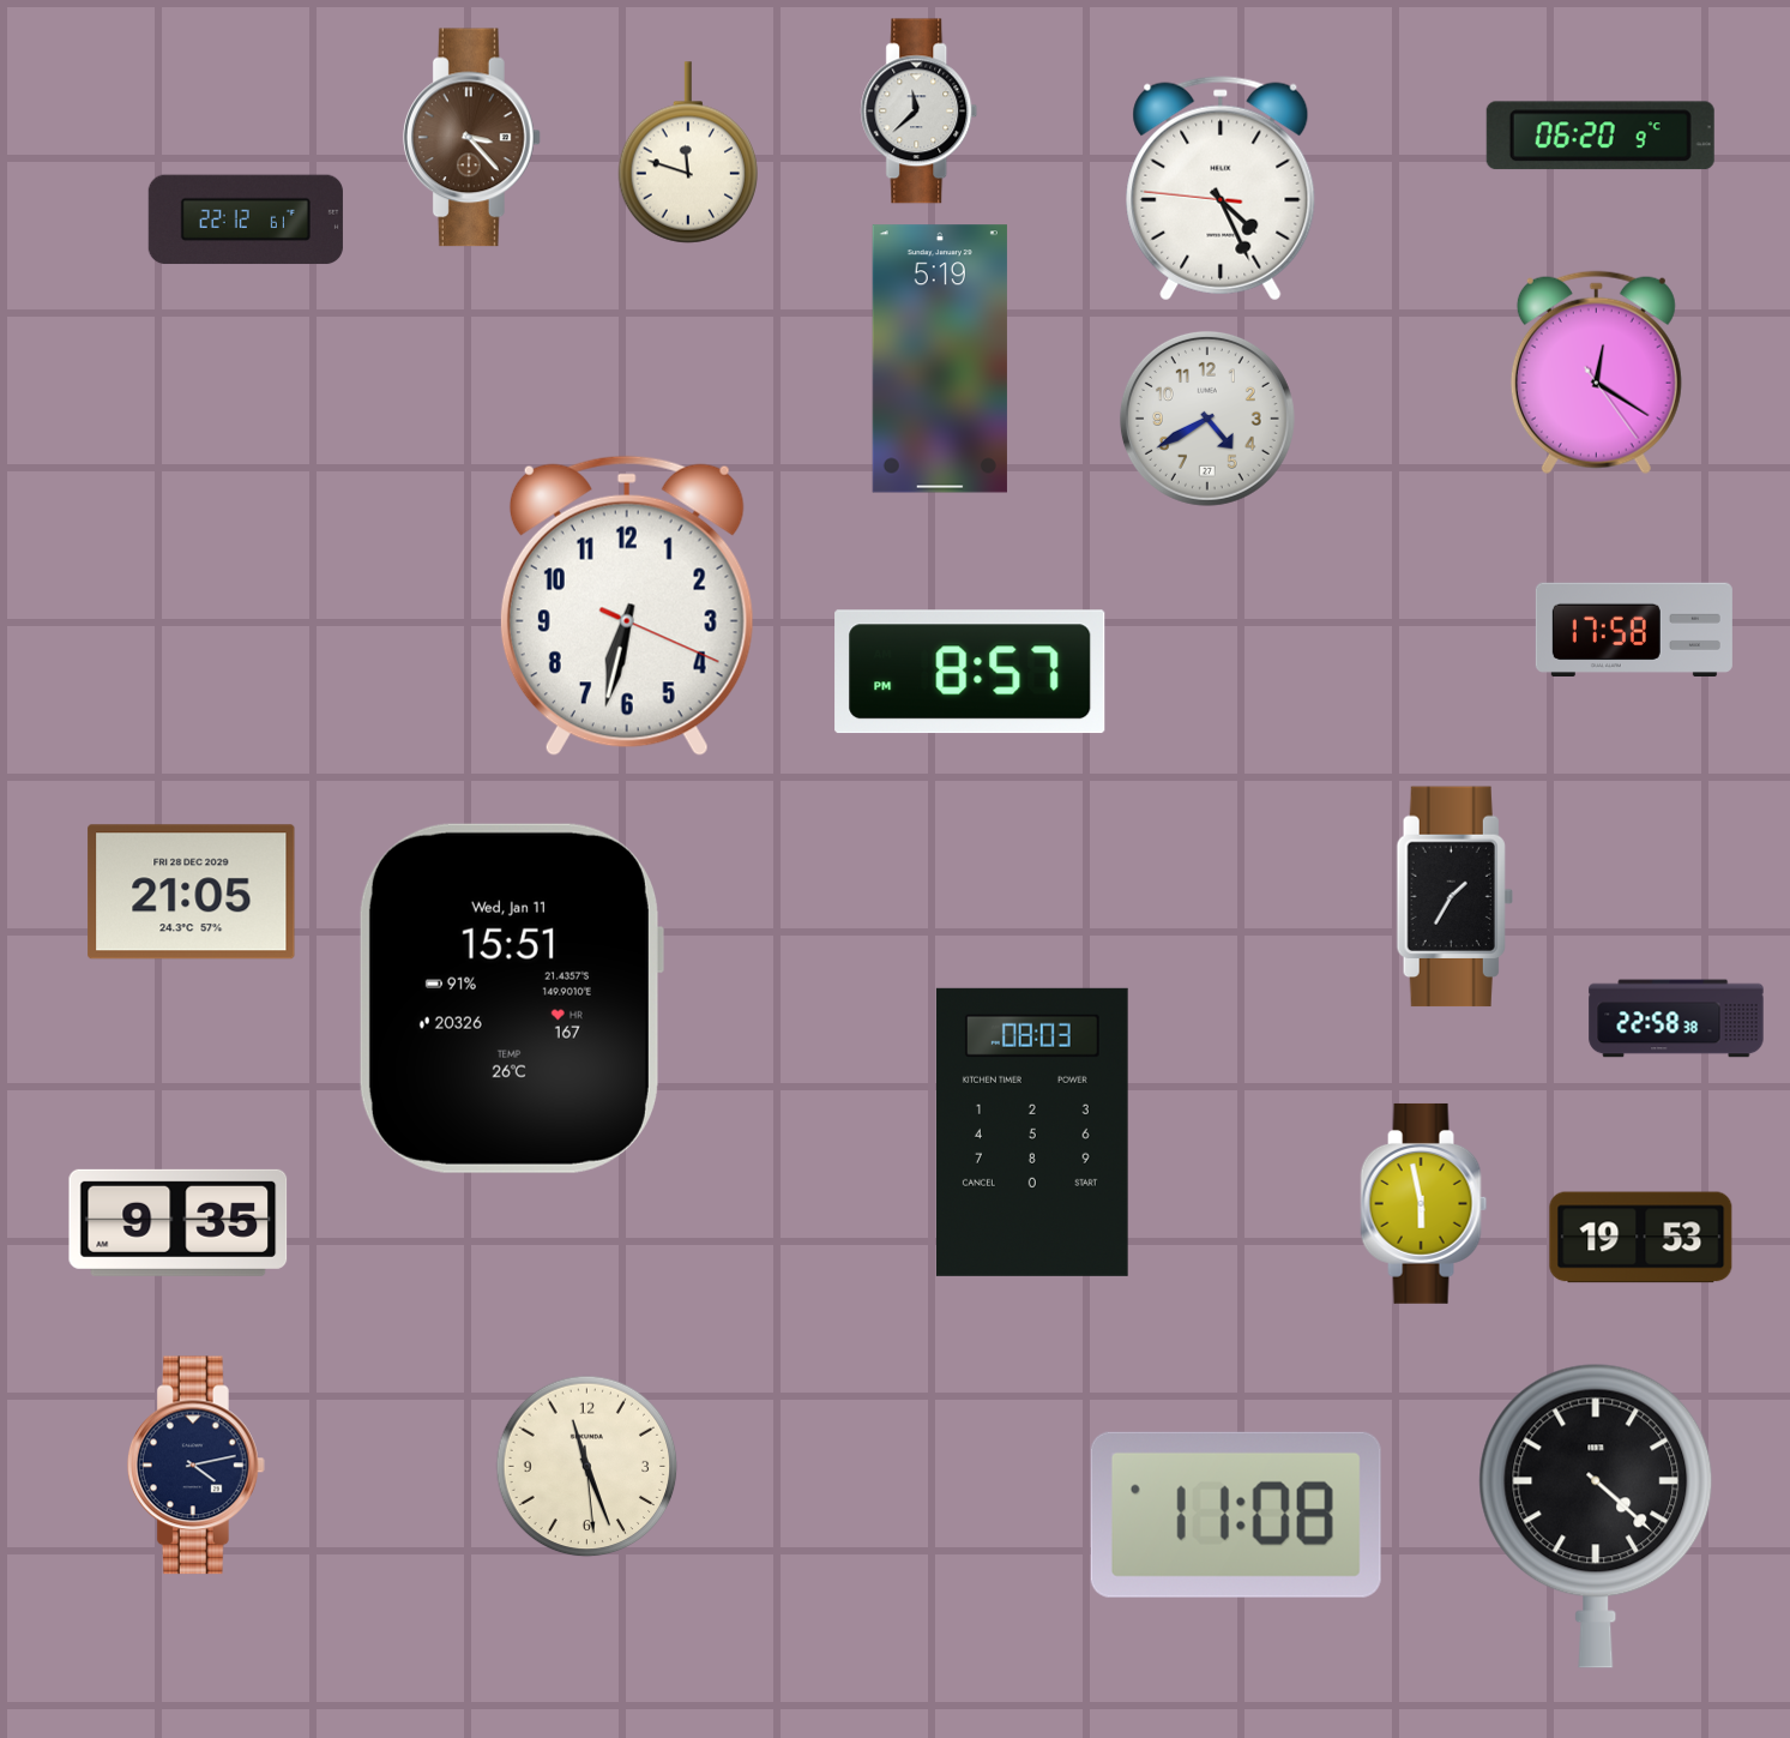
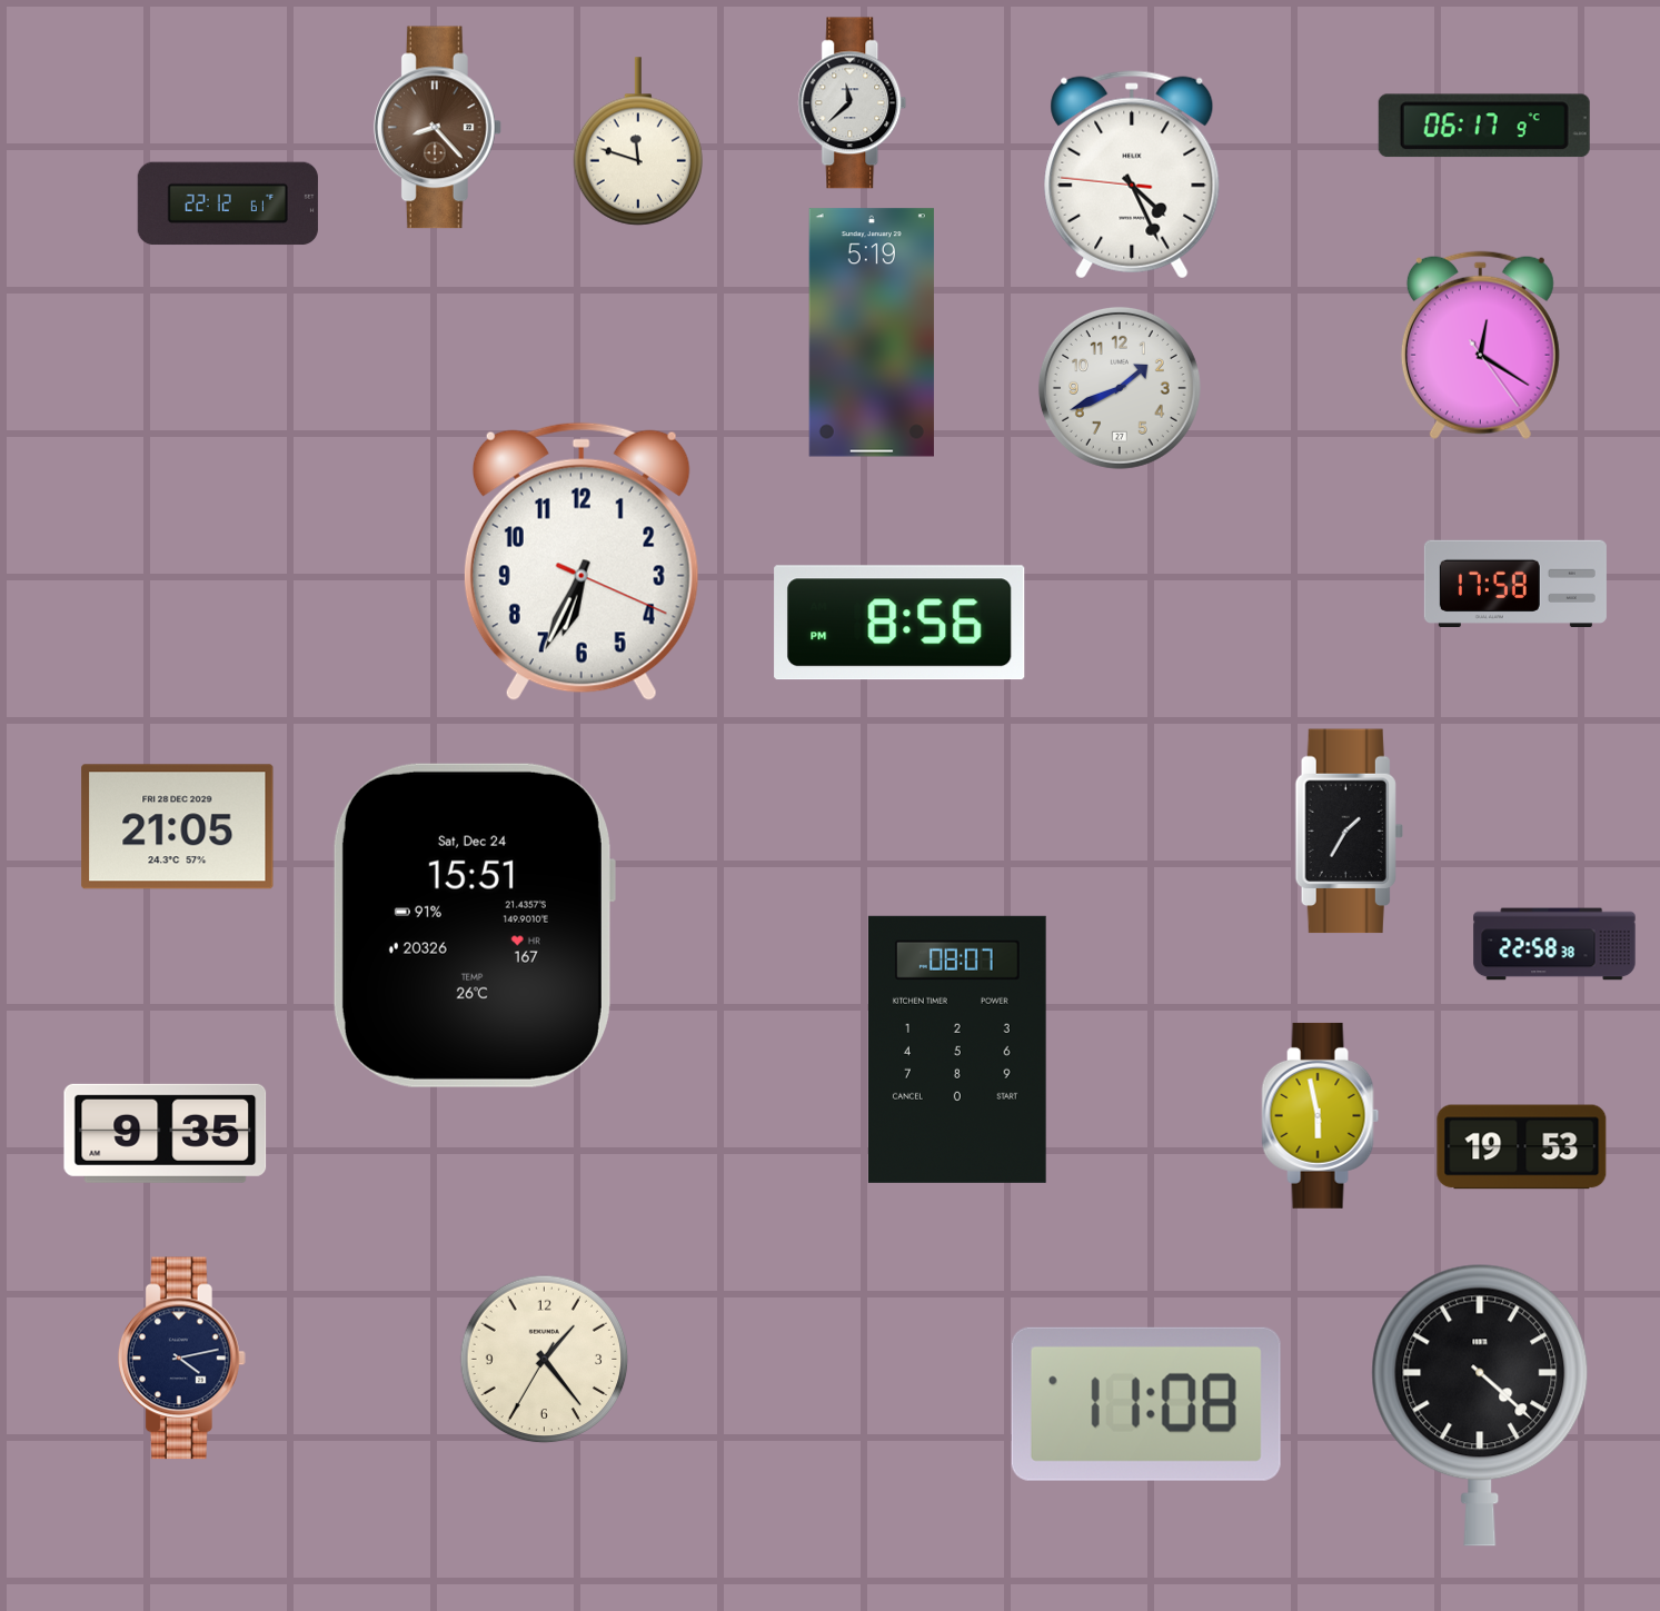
clock at (1601, 136): 06:20 -> 06:17
clock at (471, 138): 3:23 -> 8:23
clock at (1207, 419): 4:40 -> 1:41
clock at (627, 606): 6:32 -> 6:34
clock at (970, 672): 8:57 -> 8:56
clock at (511, 998) date: Wed, Jan 11 -> Sat, Dec 24
clock at (1032, 1132): 08:03 -> 08:07
clock at (587, 1467): 11:26 -> 1:23
